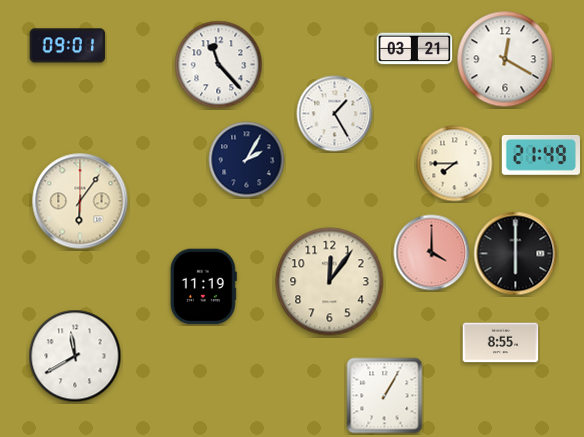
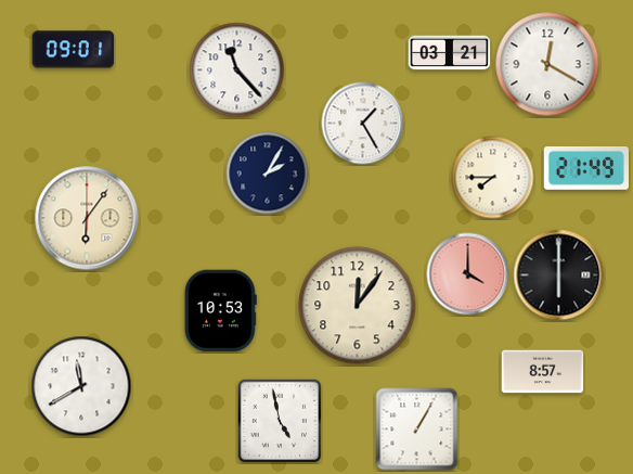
clock at (203, 287): 11:19 -> 10:53
clock at (501, 343): 8:55 -> 8:57
clock at (280, 421): none -> 4:58
